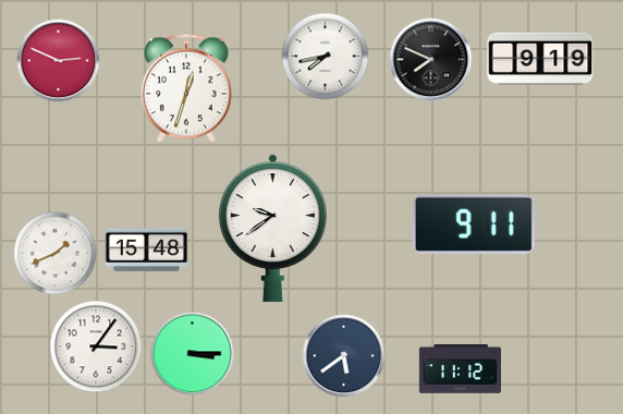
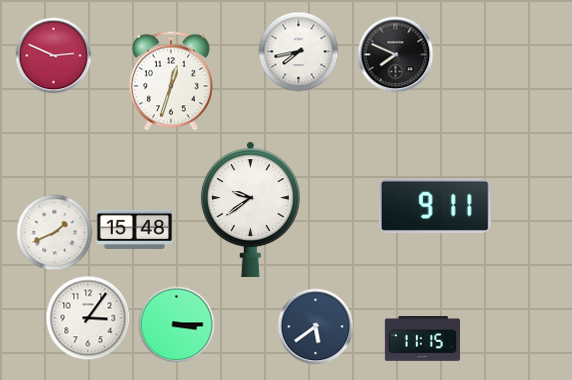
clock at (540, 59): 9:19 -> none
clock at (56, 254) position: (56, 254) -> (55, 233)
clock at (460, 369): 11:12 -> 11:15
